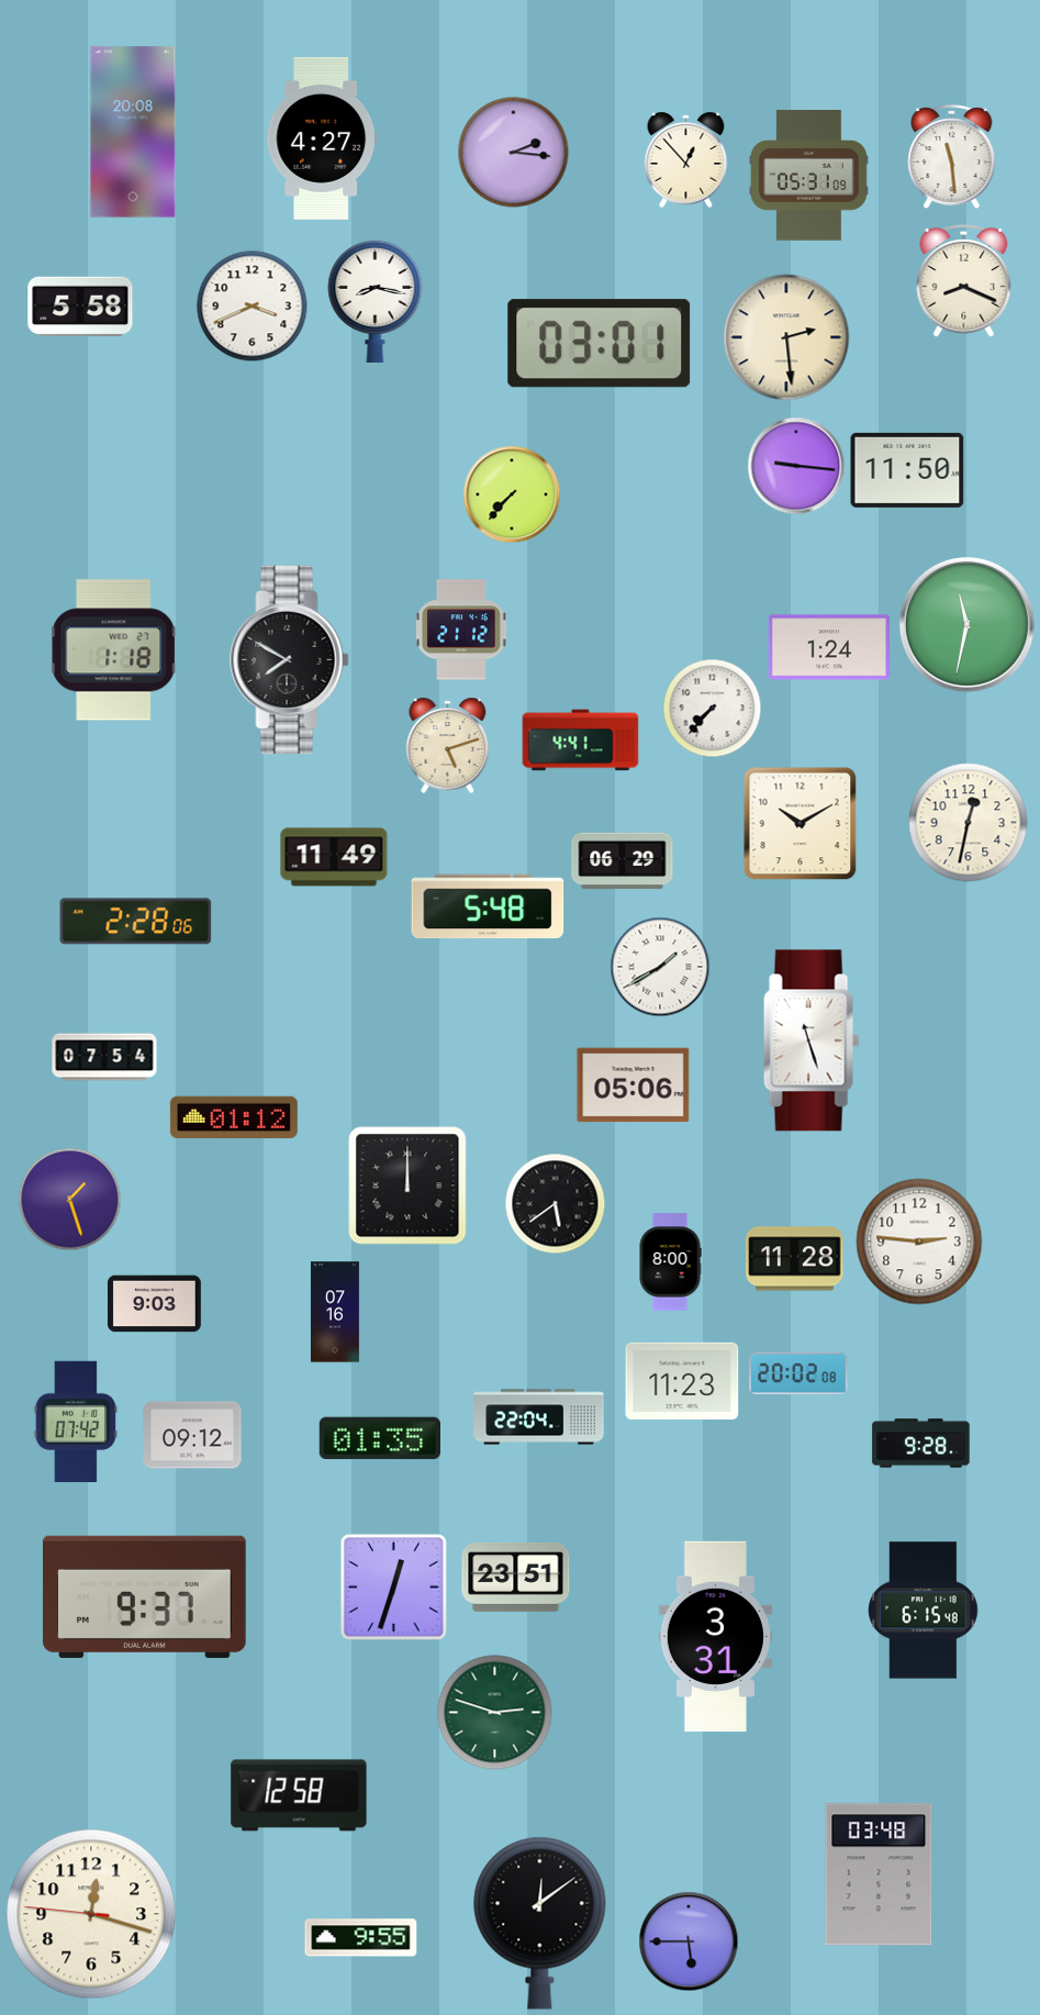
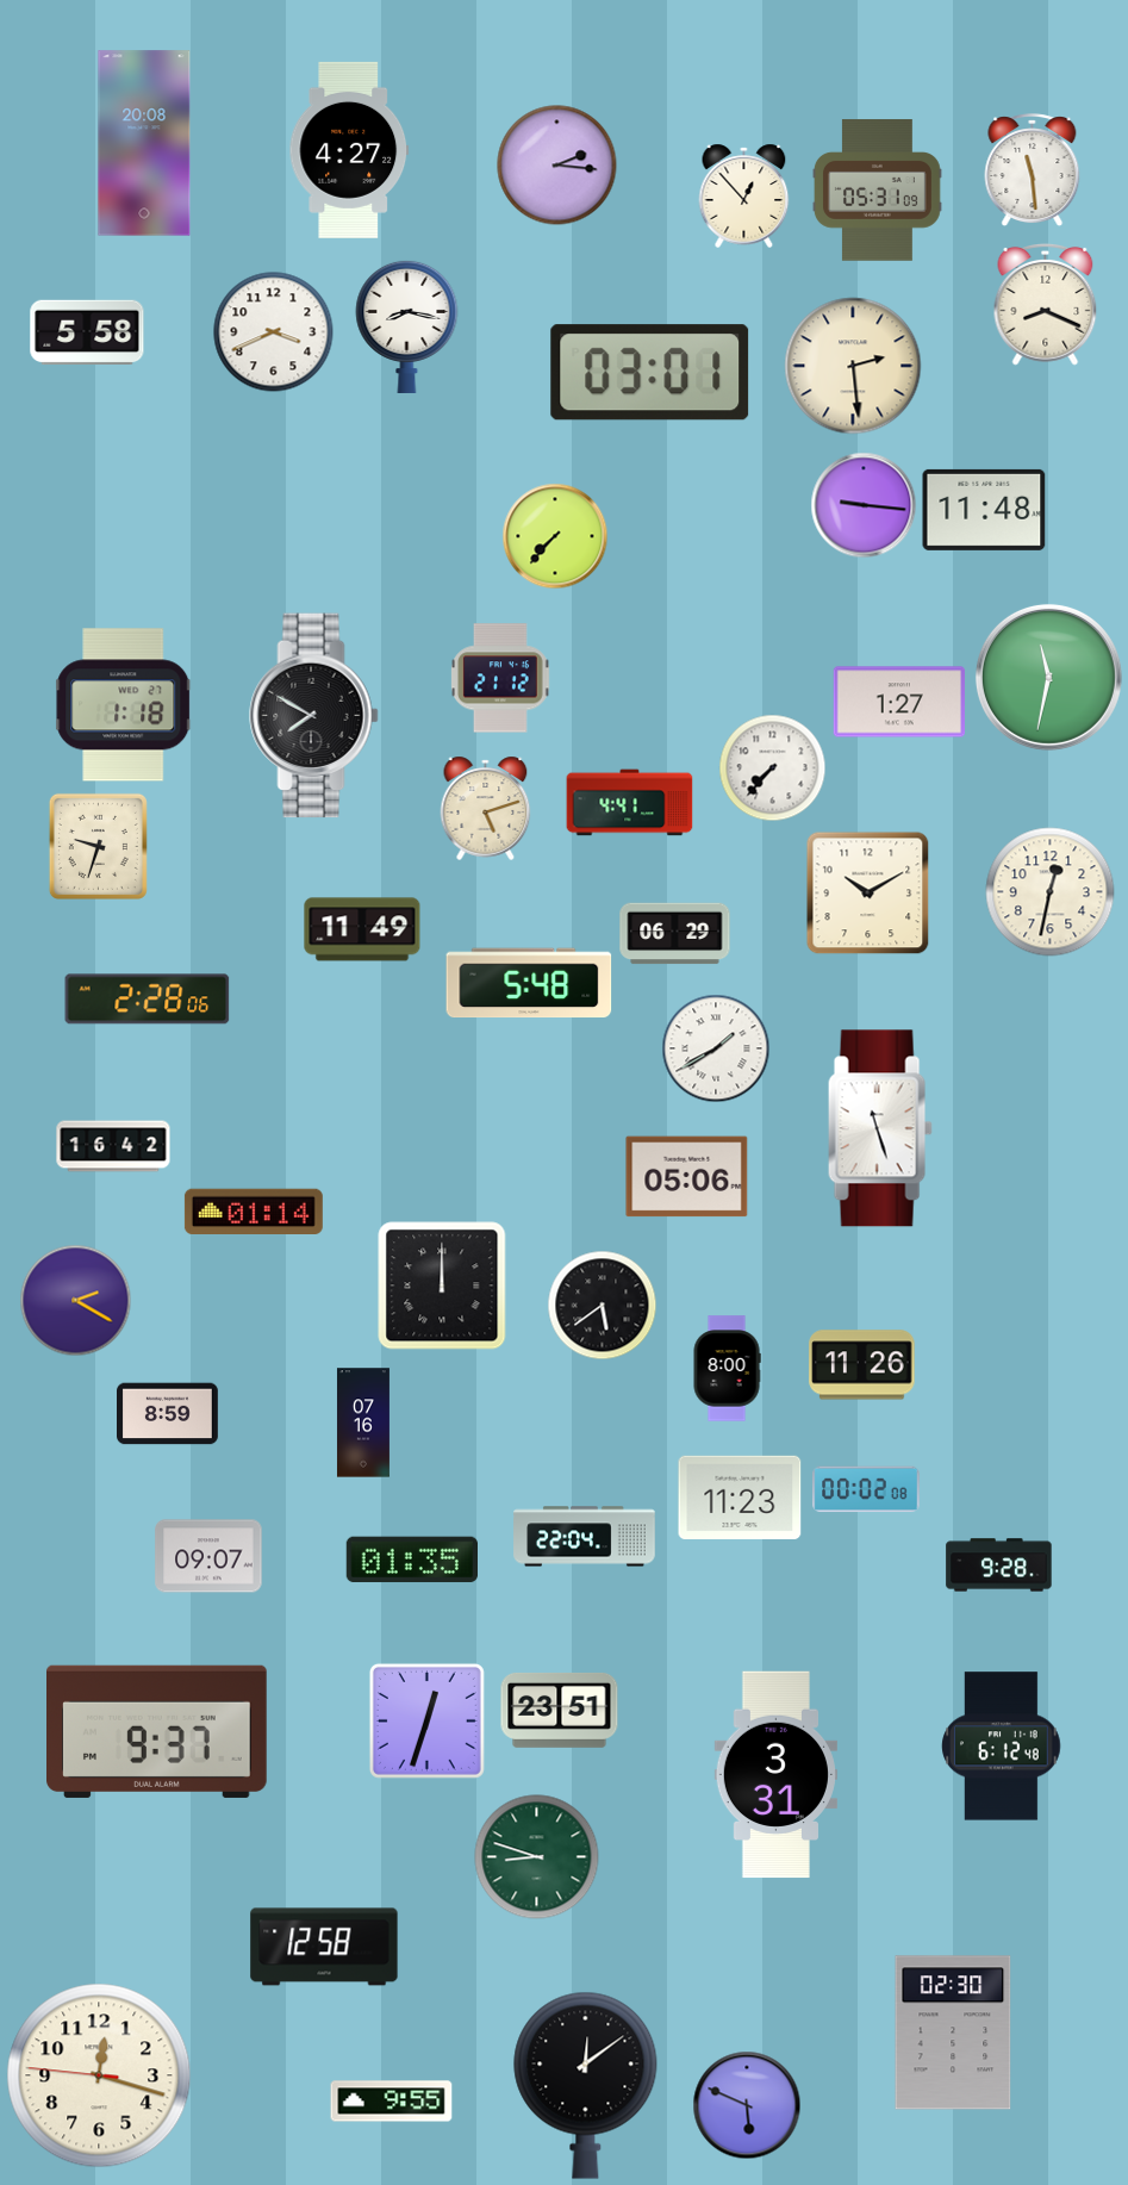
clock at (686, 159) position: (686, 159) -> (744, 195)
clock at (907, 470): 11:50 -> 11:48
clock at (462, 630) position: (462, 630) -> (501, 678)
clock at (828, 647): 1:24 -> 1:27
clock at (98, 846): none -> 9:33
clock at (104, 1057): 07:54 -> 16:42
clock at (234, 1116): 01:12 -> 01:14
clock at (70, 1200): 1:27 -> 2:20
clock at (919, 1242): 2:46 -> none
clock at (795, 1259): 11:28 -> 11:26
clock at (155, 1304): 9:03 -> 8:59
clock at (798, 1373): 20:02 -> 00:02
clock at (76, 1421): 07:42 -> none
clock at (192, 1435): 09:12 -> 09:07
clock at (924, 1611): 6:15 -> 6:12
clock at (495, 1713): 2:48 -> 8:48
clock at (879, 1874): 03:48 -> 02:30
clock at (689, 1941): 5:45 -> 5:49
